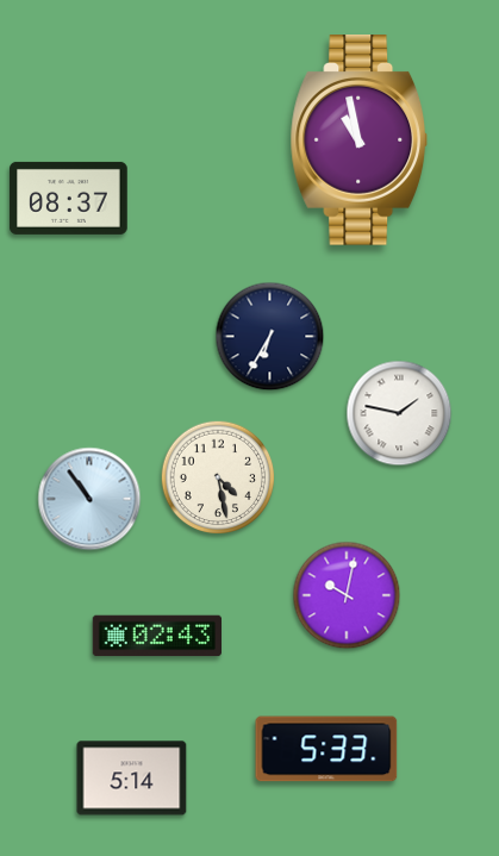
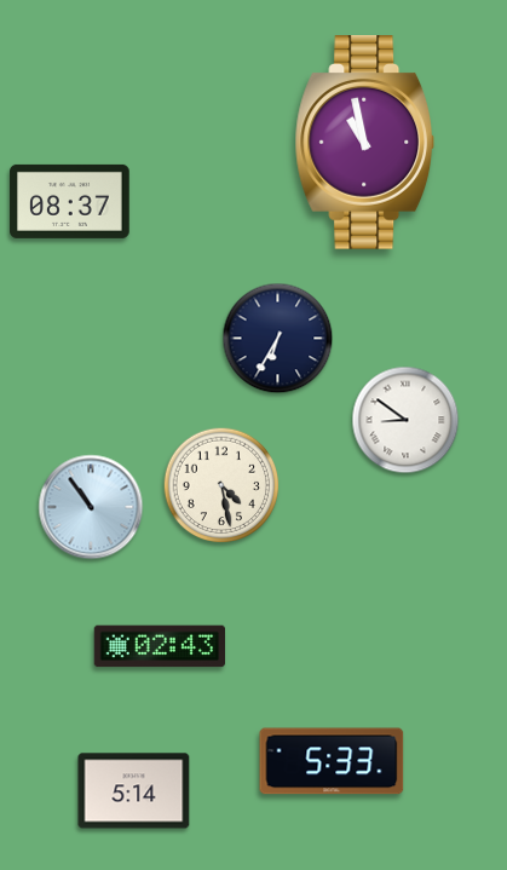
clock at (270, 337) position: (270, 337) -> (278, 339)
clock at (399, 413): 1:47 -> 8:51
clock at (347, 595): 10:02 -> none
